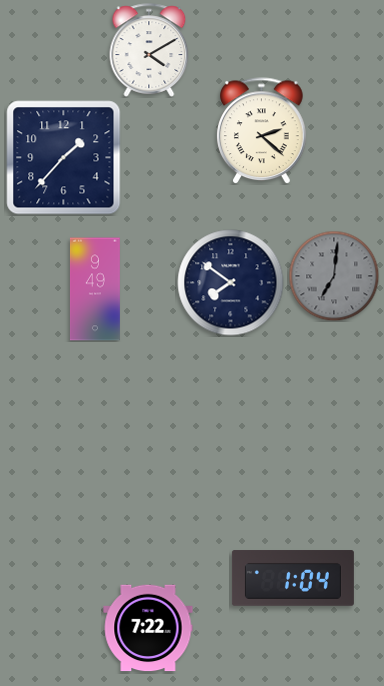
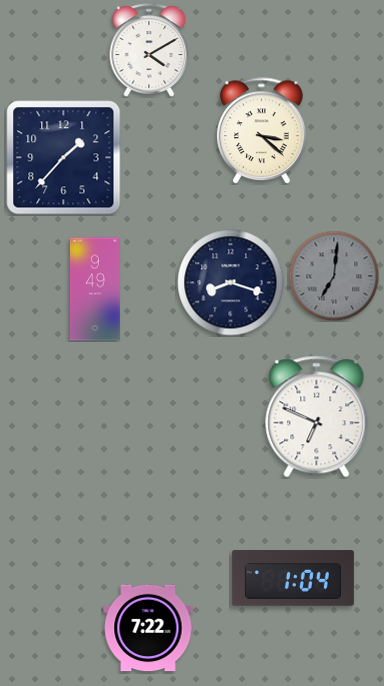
clock at (262, 131): 2:22 -> 3:22
clock at (231, 283): 7:51 -> 8:18
clock at (317, 417): none -> 6:49
